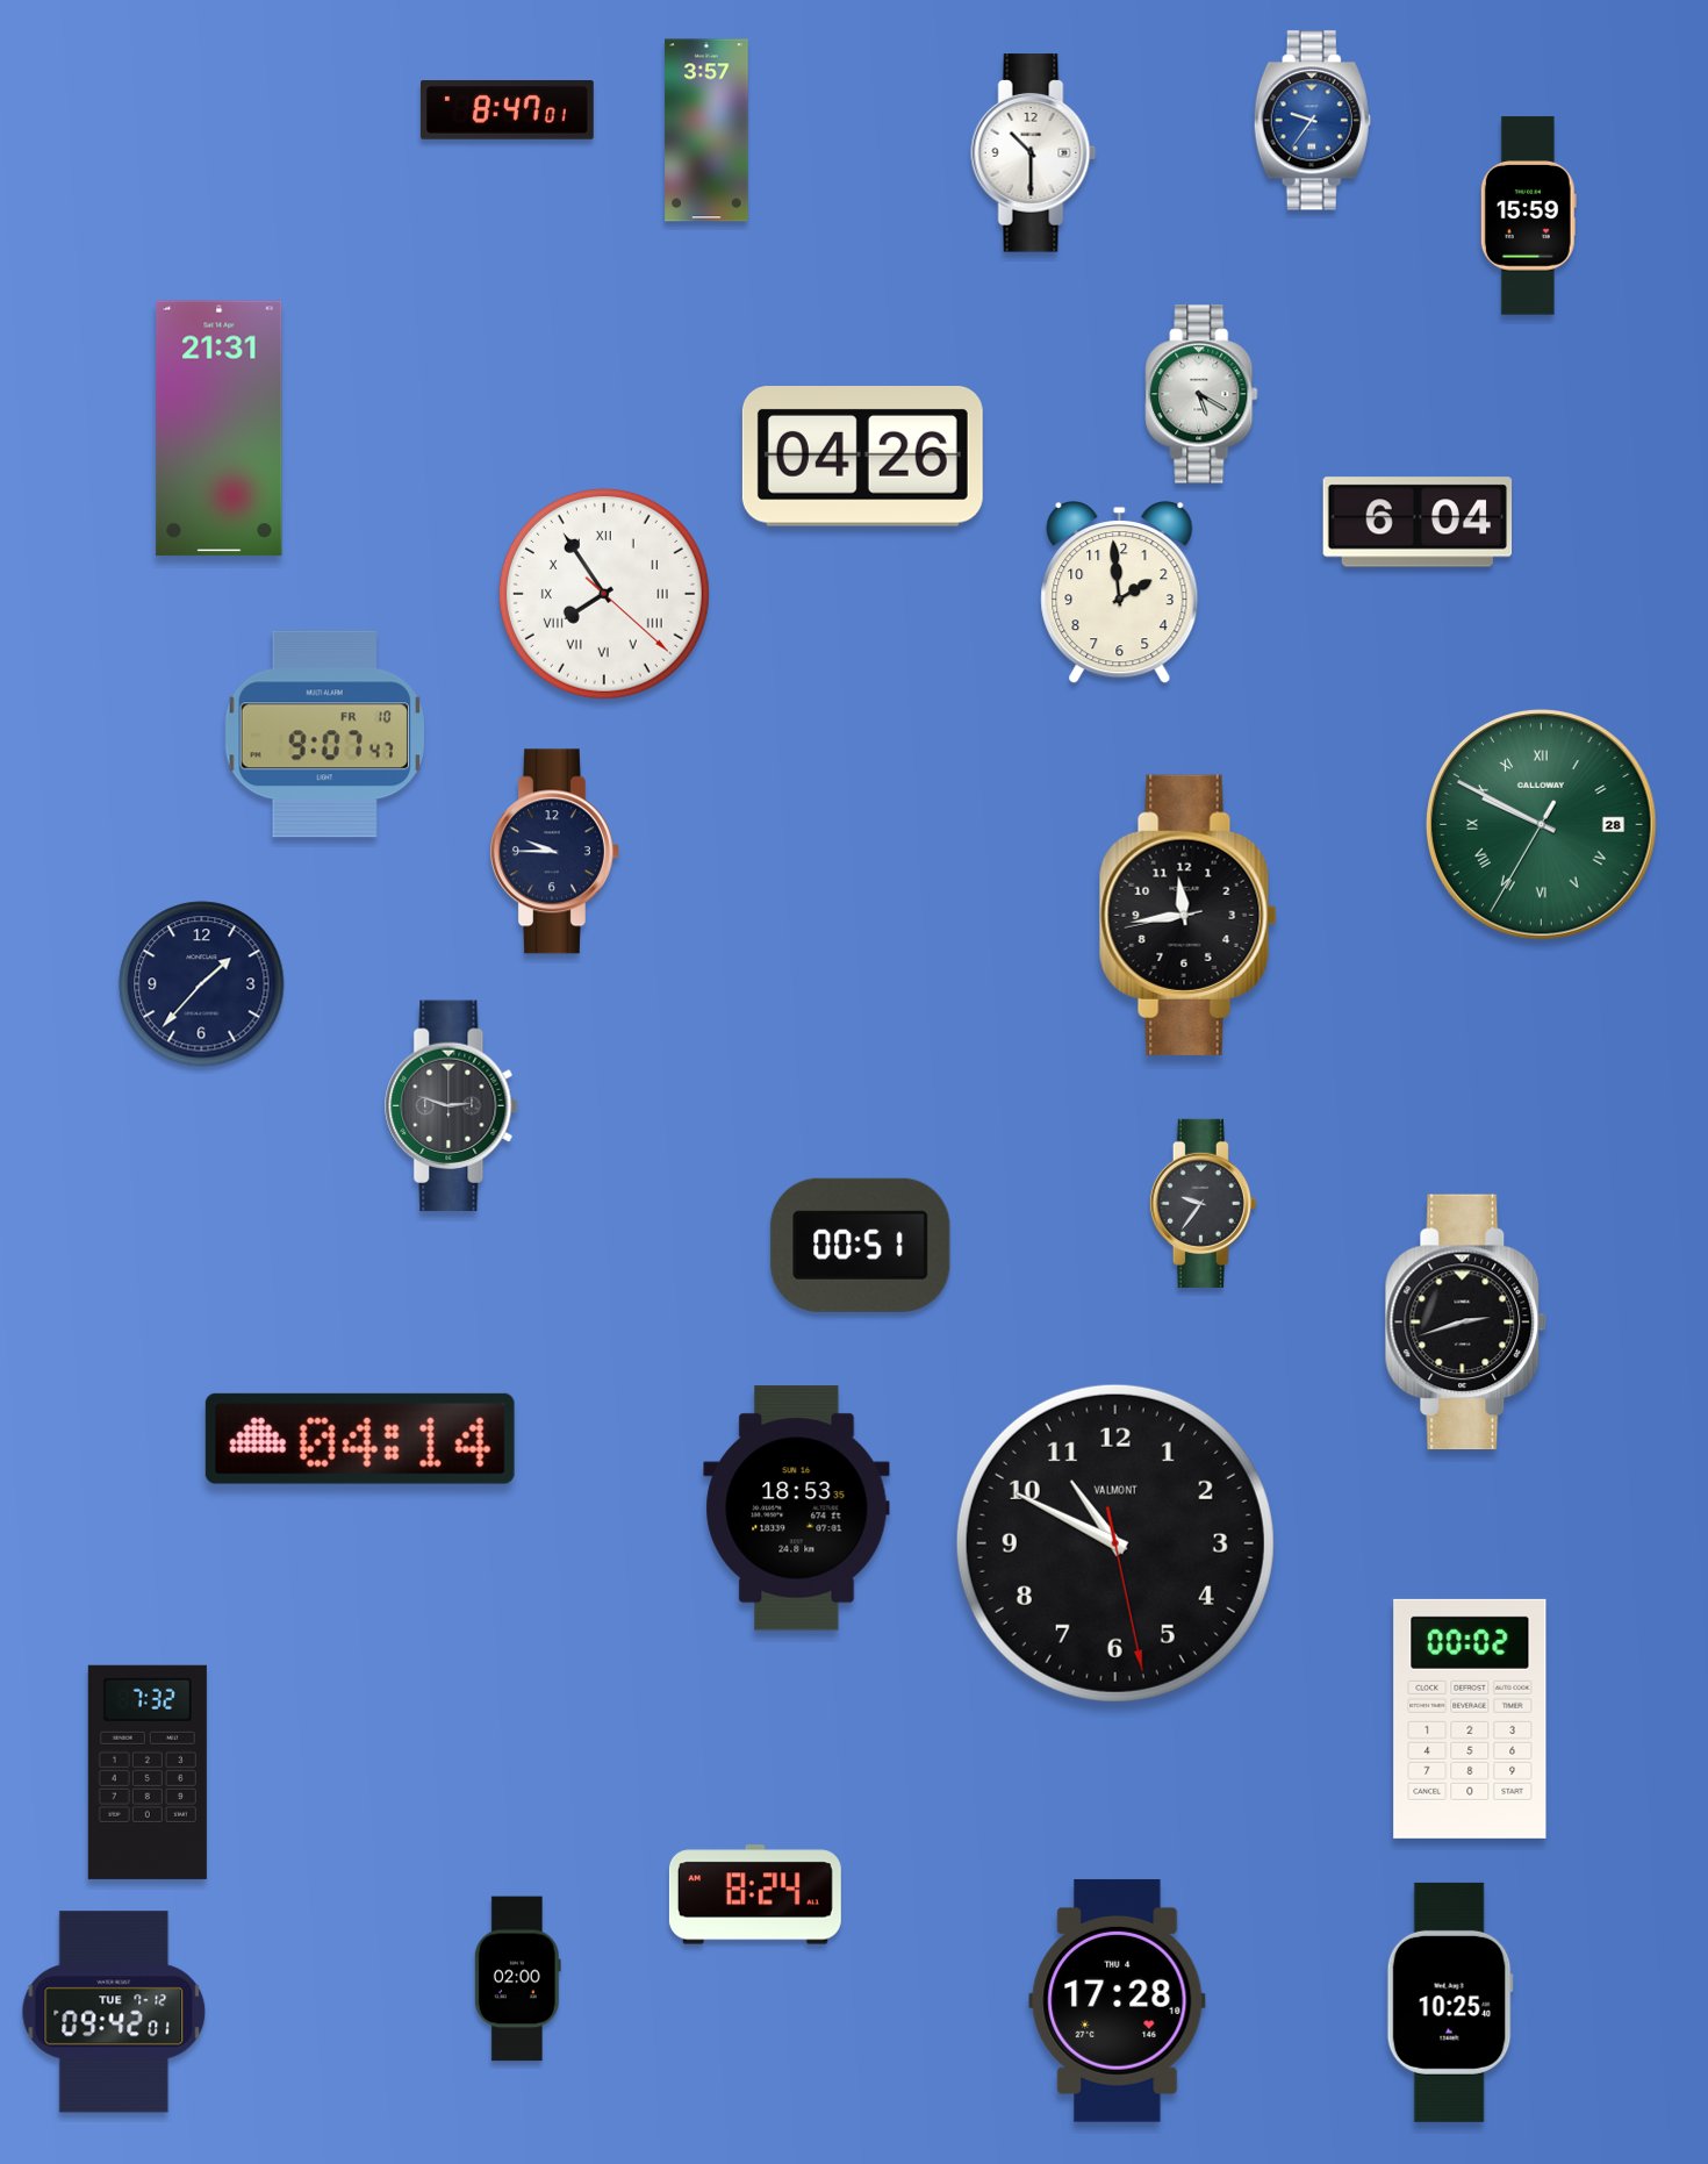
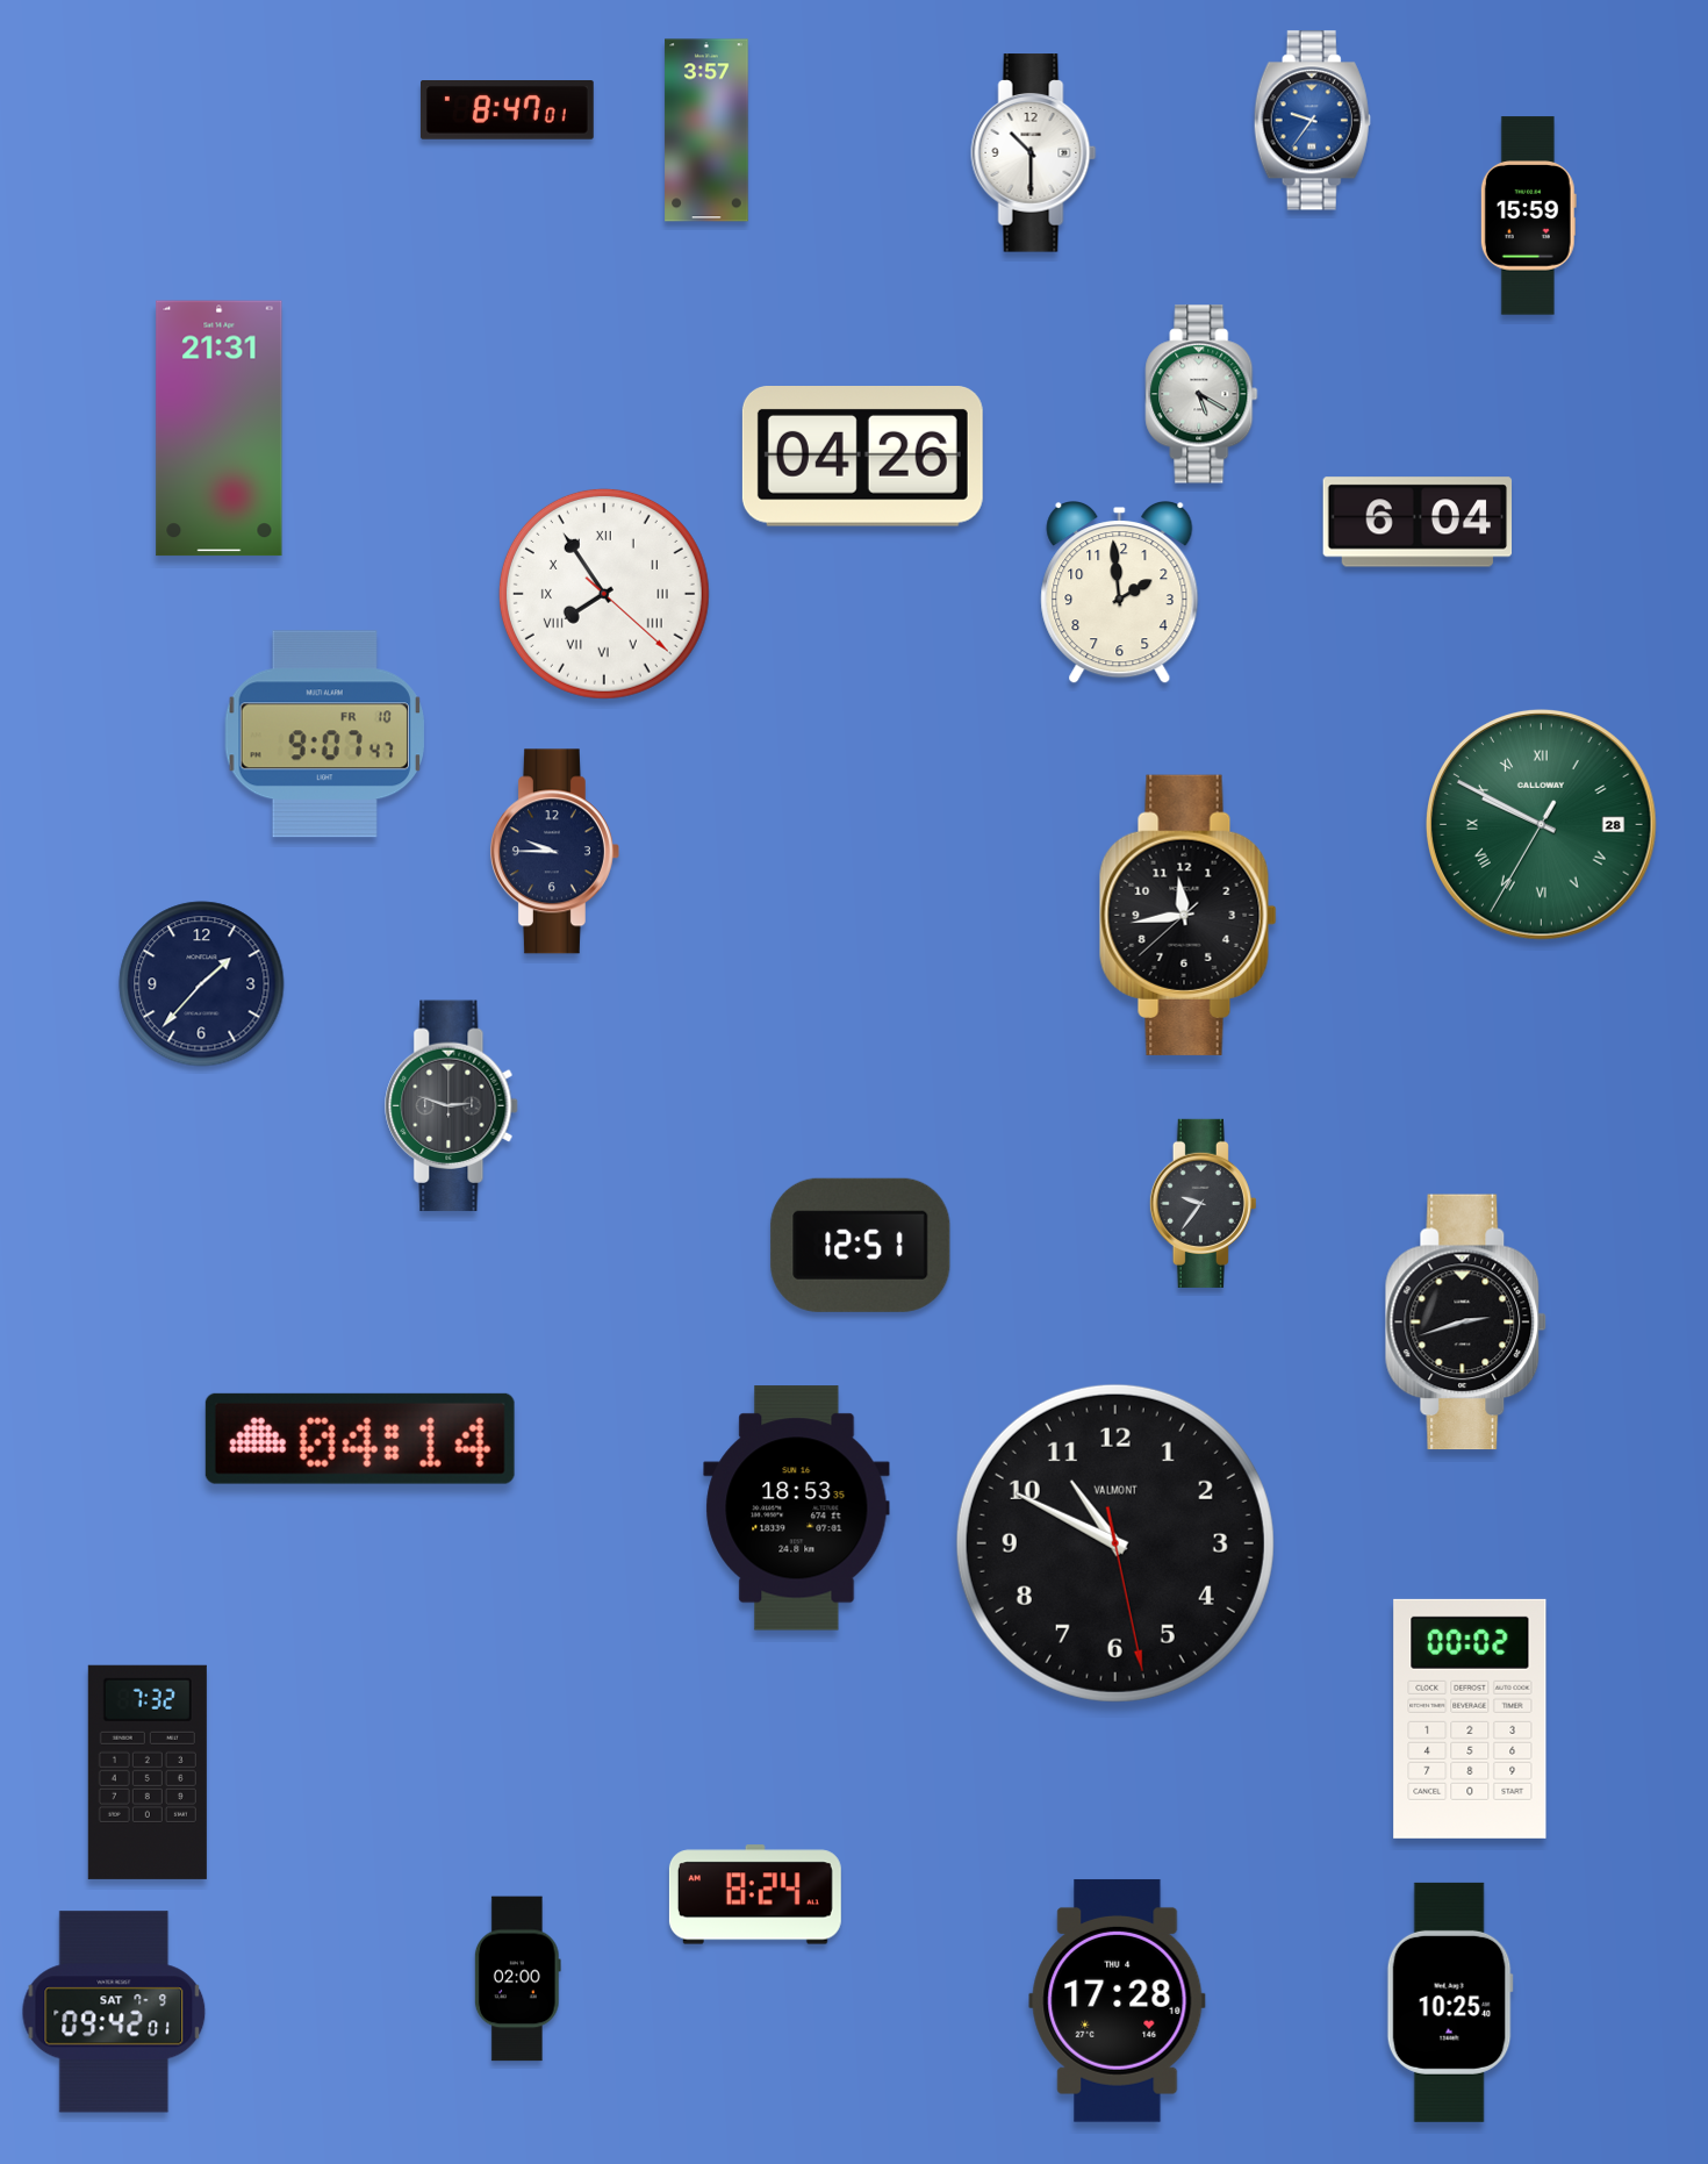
clock at (1189, 915): 11:43:43 -> 11:43:38
clock at (861, 1245): 00:51 -> 12:51
clock at (114, 2012) date: TUE 7-12 -> SAT 7-9
